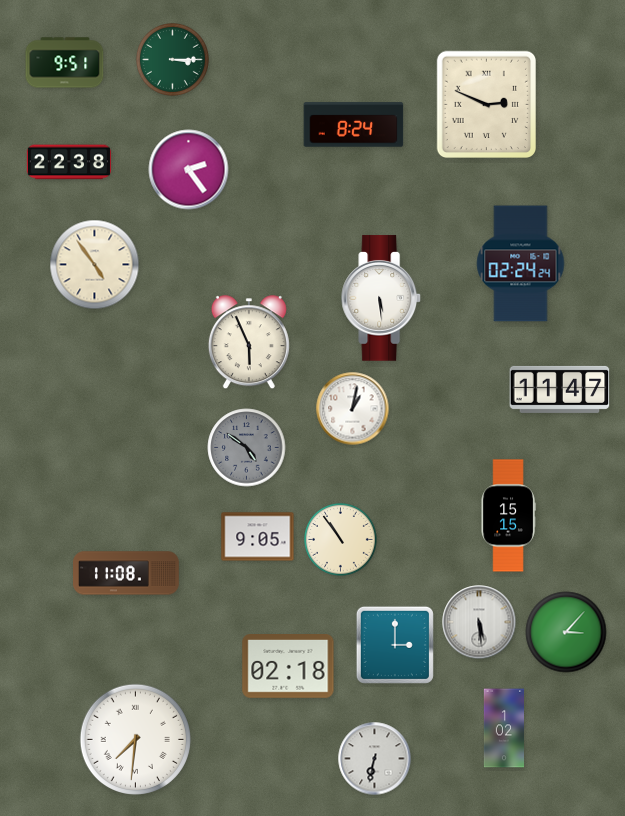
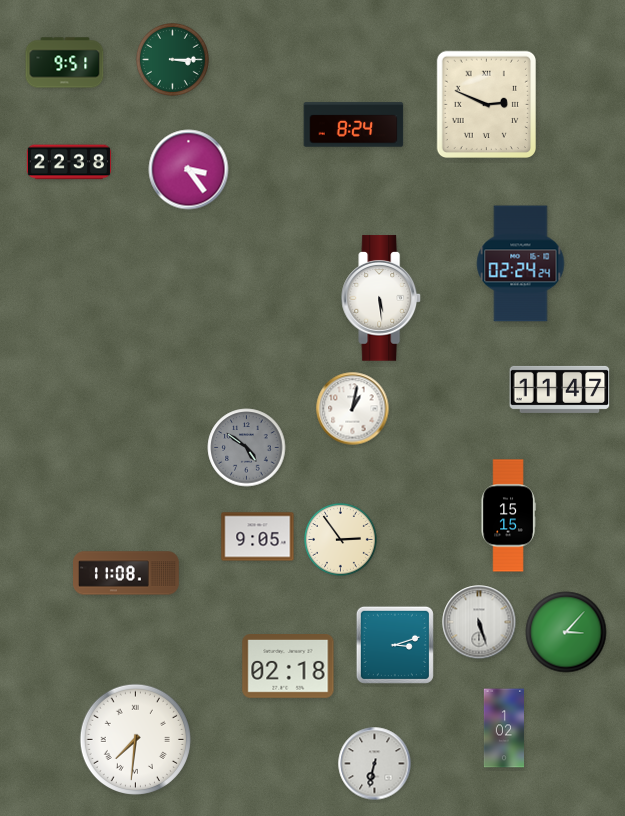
clock at (189, 170): 2:24 -> 3:24
clock at (95, 265): 4:54 -> none
clock at (249, 343): 5:56 -> none
clock at (341, 540): 10:54 -> 2:54
clock at (479, 622): 5:29 -> 5:27
clock at (395, 645): 3:00 -> 3:12
clock at (375, 759) position: (375, 759) -> (375, 764)
